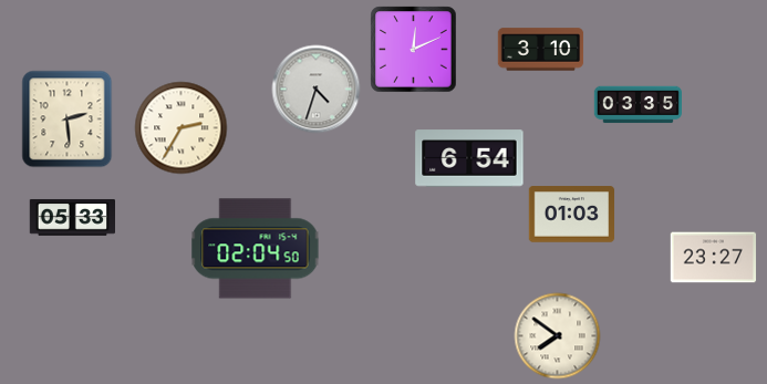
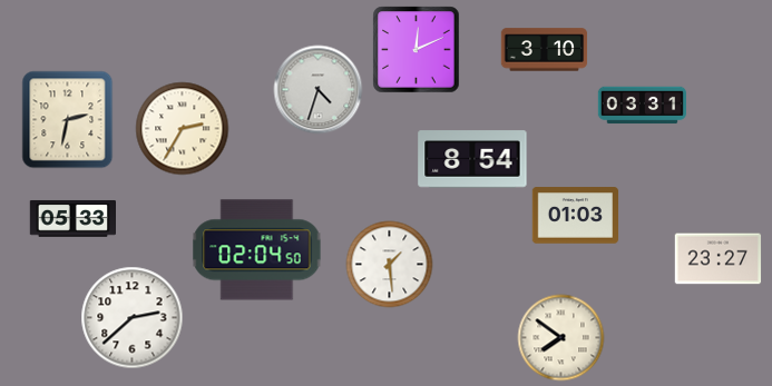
clock at (638, 105): 03:35 -> 03:31
clock at (68, 118): 2:29 -> 2:32
clock at (469, 158): 6:54 -> 8:54
clock at (389, 264): none -> 1:29
clock at (131, 317): none -> 2:38
